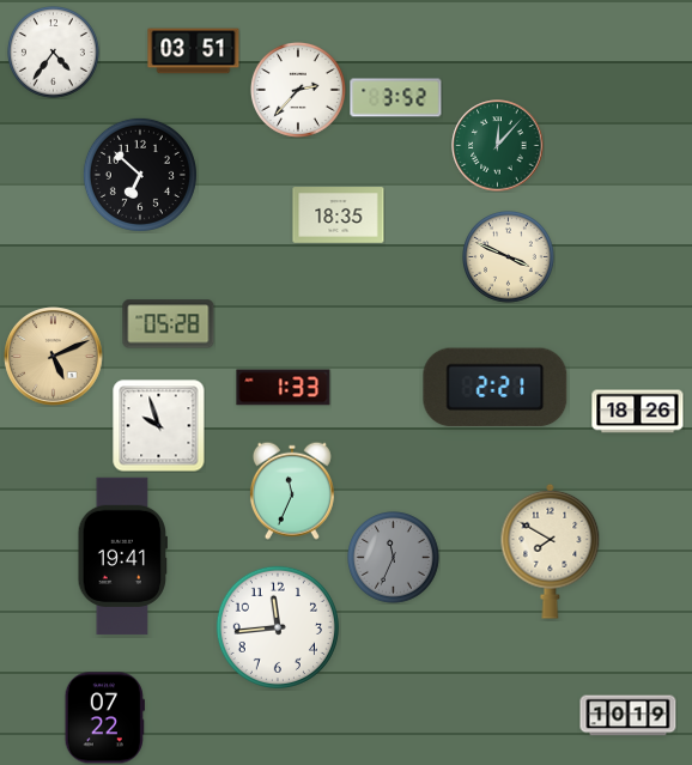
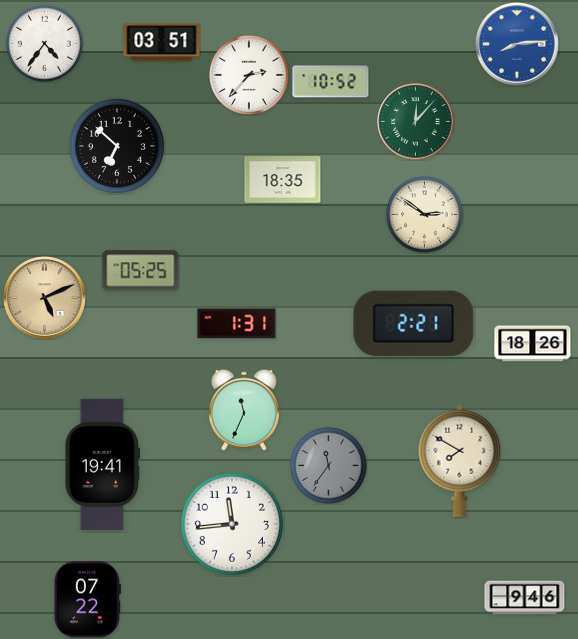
clock at (518, 45): none -> 8:14
clock at (396, 98): 3:52 -> 10:52
clock at (509, 257): 3:49 -> 2:51
clock at (169, 324): 05:28 -> 05:25
clock at (284, 388): 1:33 -> 1:31
clock at (159, 426): 9:57 -> none
clock at (394, 558): 11:34 -> 11:36
clock at (629, 716): 10:19 -> 9:46
